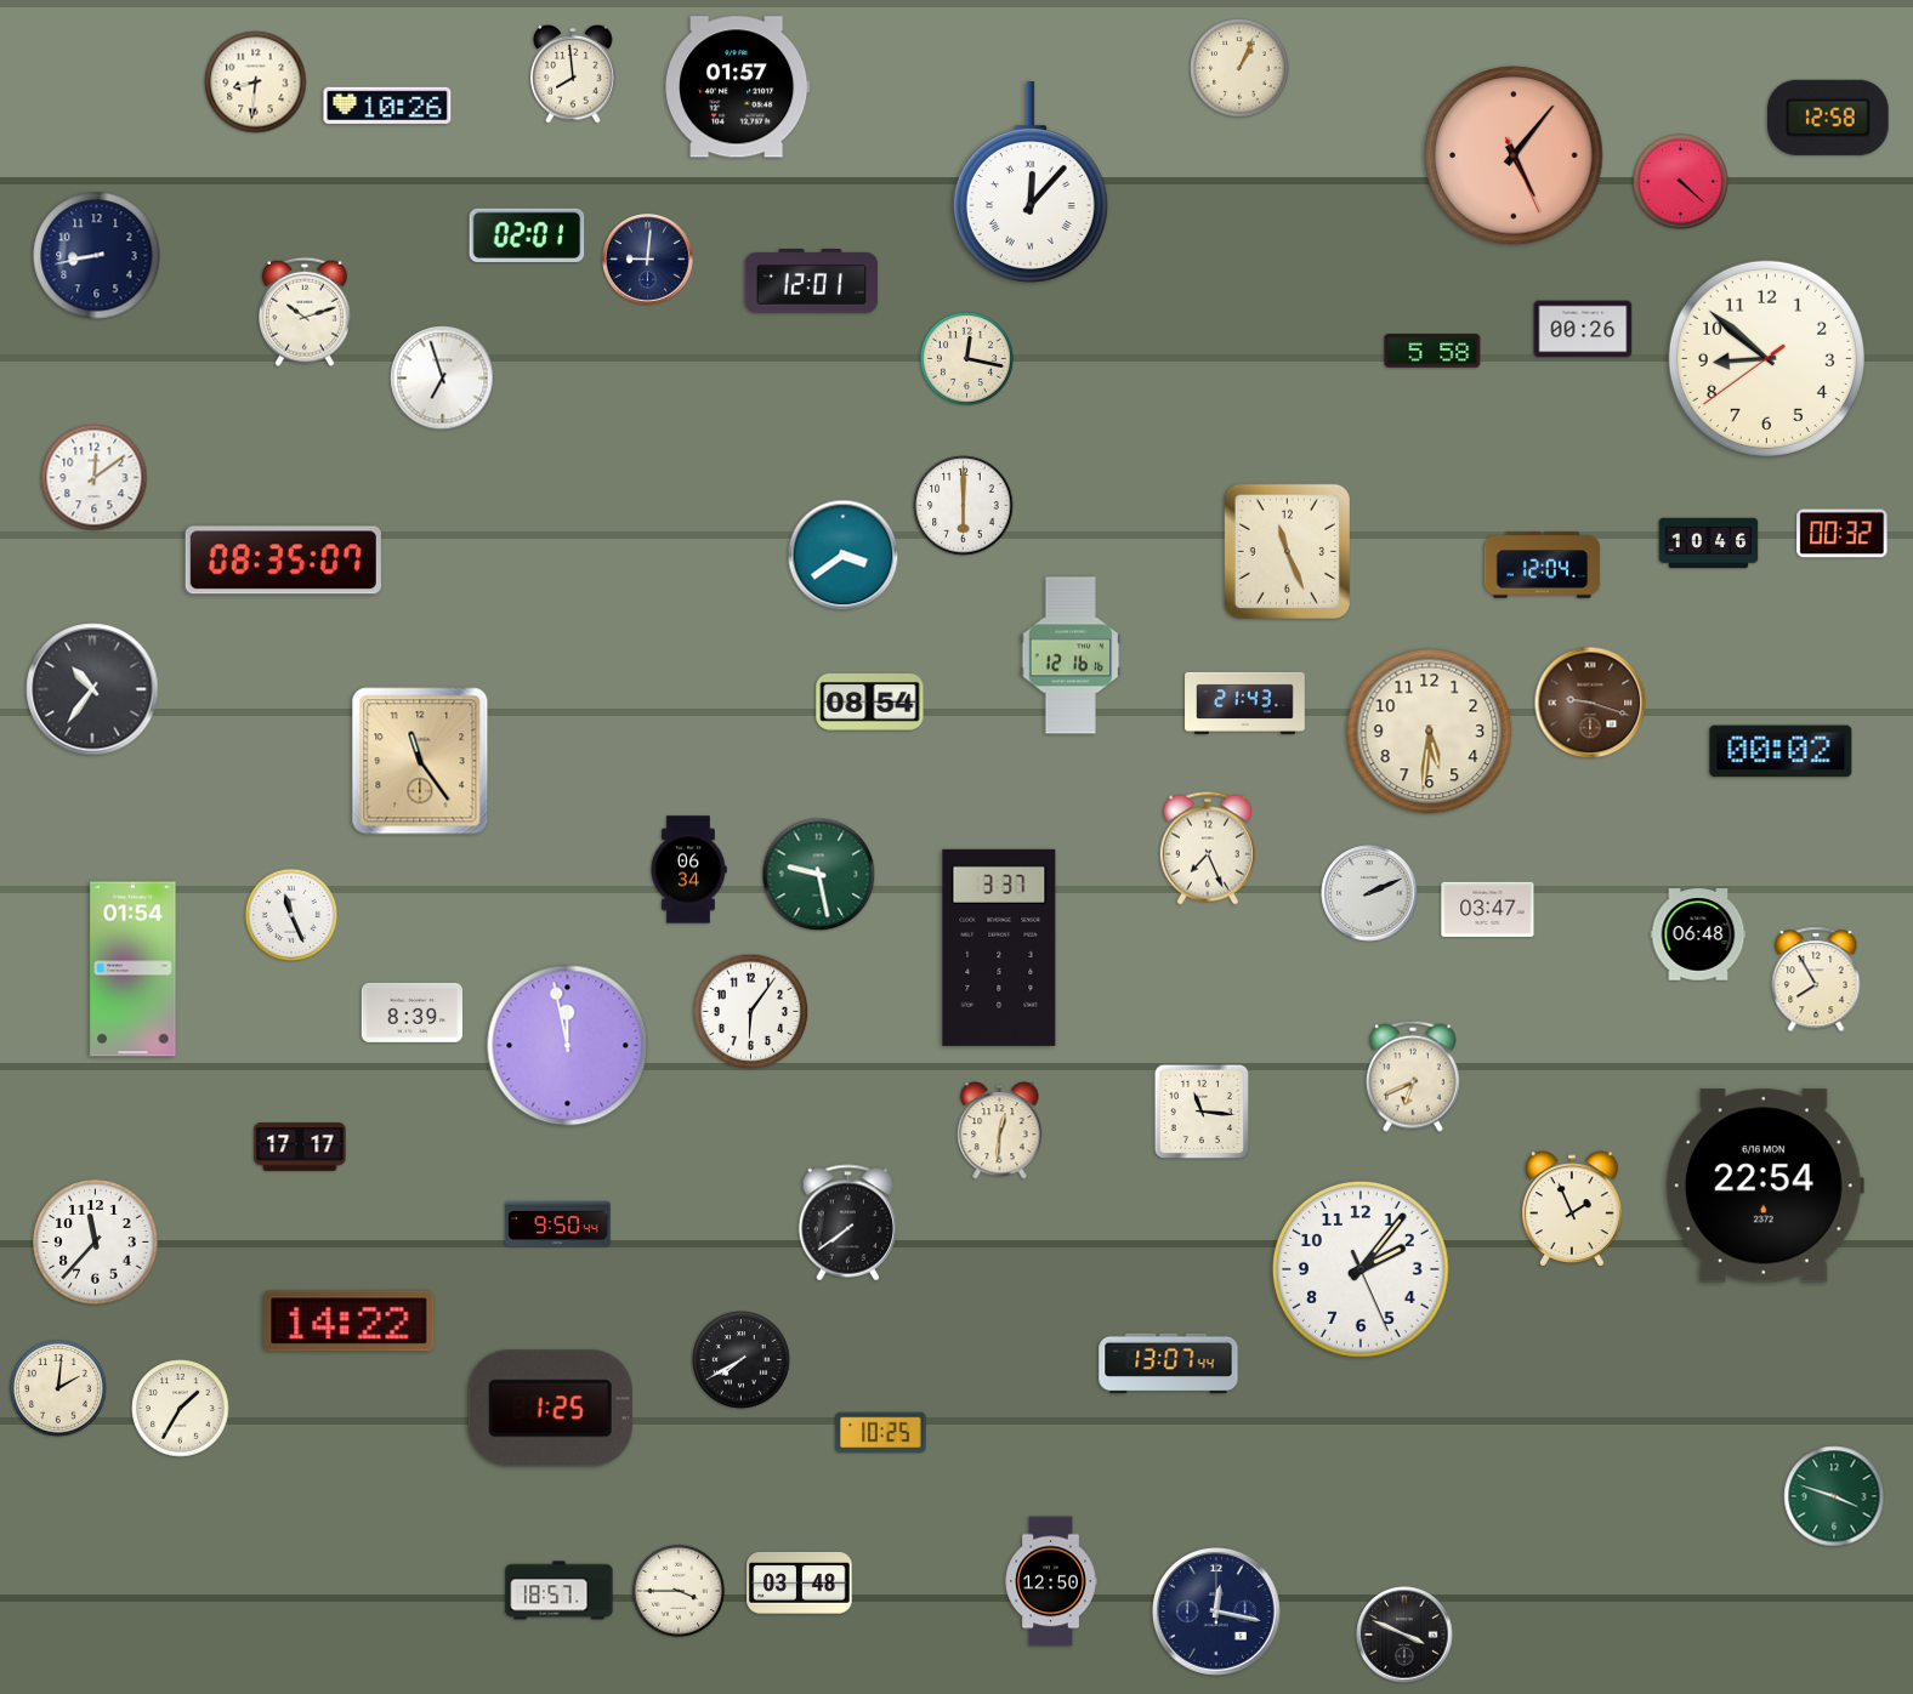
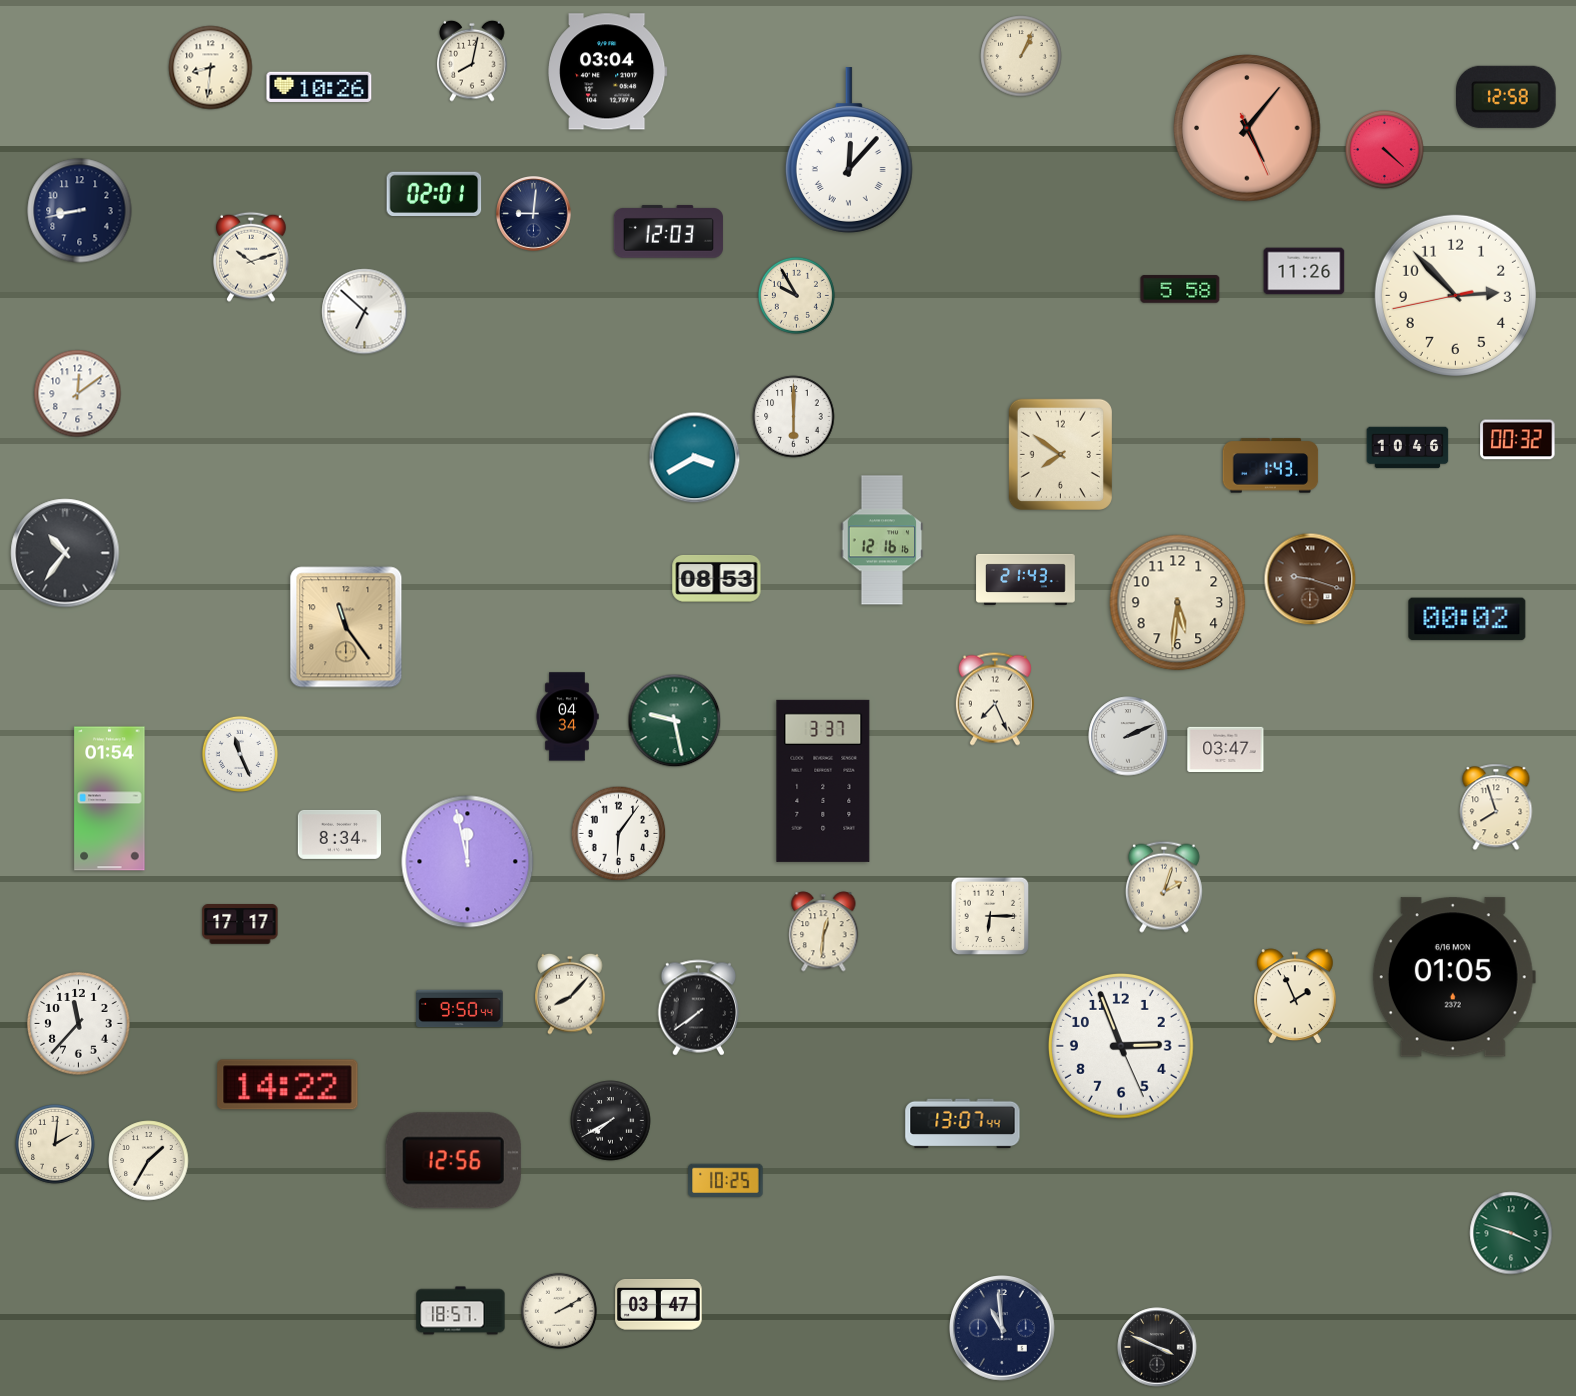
clock at (573, 74): 7:59 -> 8:02
clock at (738, 87): 01:57 -> 03:04
clock at (811, 282): 12:01 -> 12:03
clock at (1583, 329): 00:26 -> 11:26
clock at (966, 358): 12:17 -> 9:55
clock at (1766, 358): 8:51 -> 2:52
clock at (443, 379): 6:57 -> 6:52
clock at (1287, 551): 11:26 -> 7:51
clock at (844, 556): 3:39 -> 3:40
clock at (283, 561): 08:35 -> none
clock at (1543, 565): 12:04 -> 1:43
clock at (92, 689) position: (92, 689) -> (65, 553)
clock at (870, 701): 08:54 -> 08:53
clock at (688, 870): 06:34 -> 04:34
clock at (1698, 934): 06:48 -> none
clock at (1816, 979): 7:55 -> 7:57
clock at (411, 1012): 8:39 -> 8:34
clock at (1413, 1076): 6:41 -> 2:03
clock at (1200, 1112): 11:16 -> 6:15
clock at (300, 1148) position: (300, 1148) -> (240, 925)
clock at (1765, 1186): 22:54 -> 01:05
clock at (570, 994): none -> 8:07
clock at (1362, 1270): 2:06 -> 2:56
clock at (350, 1321) position: (350, 1321) -> (288, 1085)
clock at (58, 1388) position: (58, 1388) -> (55, 1144)
clock at (550, 1409): 1:25 -> 12:56
clock at (1051, 1581): 12:50 -> none
clock at (800, 1582): 03:48 -> 03:47
clock at (679, 1591): 3:45 -> 2:10
clock at (1217, 1613): 12:17 -> 10:59
